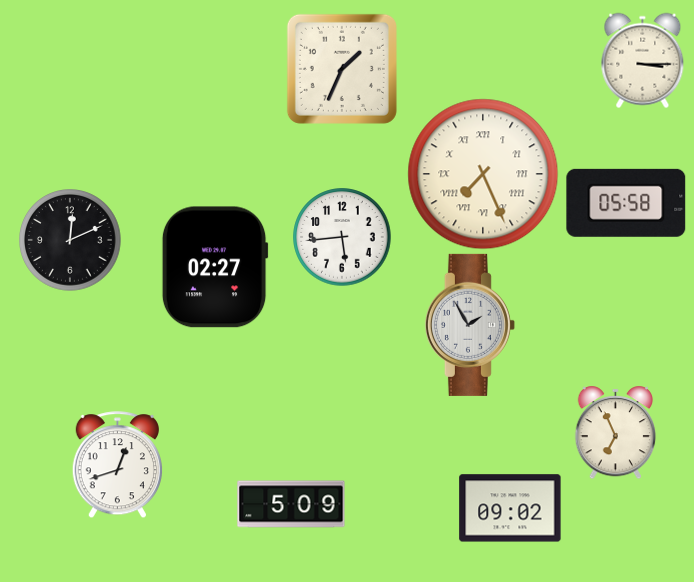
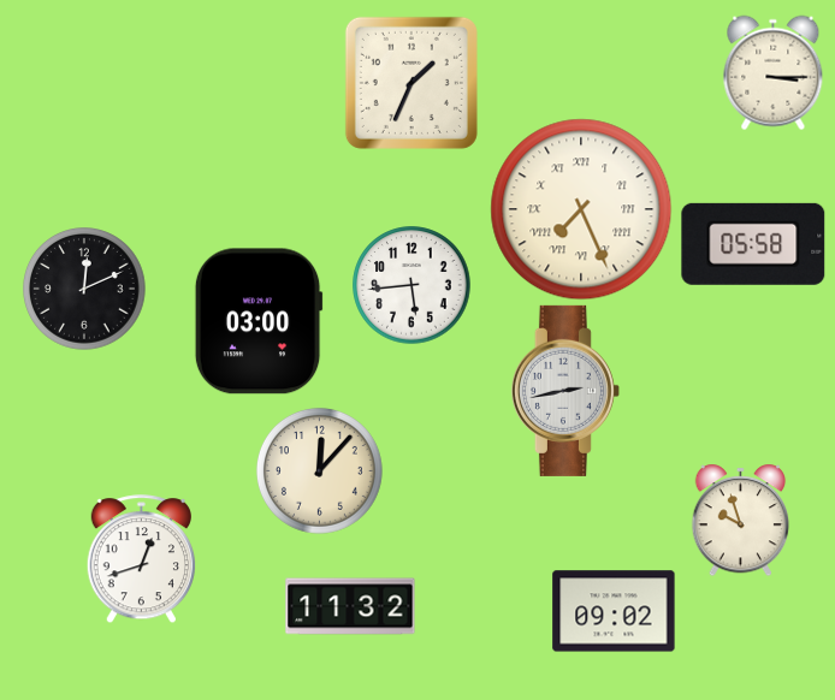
clock at (215, 267): 02:27 -> 03:00
clock at (470, 325): 1:55 -> 2:43
clock at (319, 470): none -> 12:07
clock at (616, 432): 6:56 -> 9:57
clock at (291, 504): 5:09 -> 11:32
